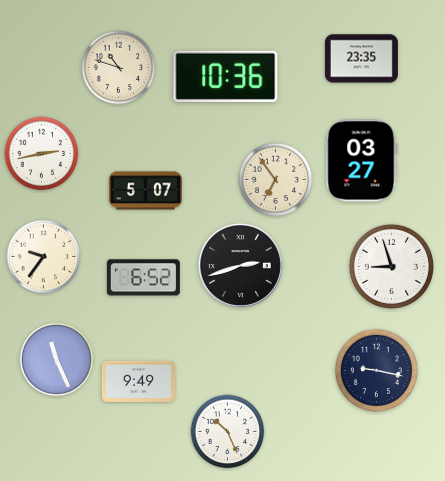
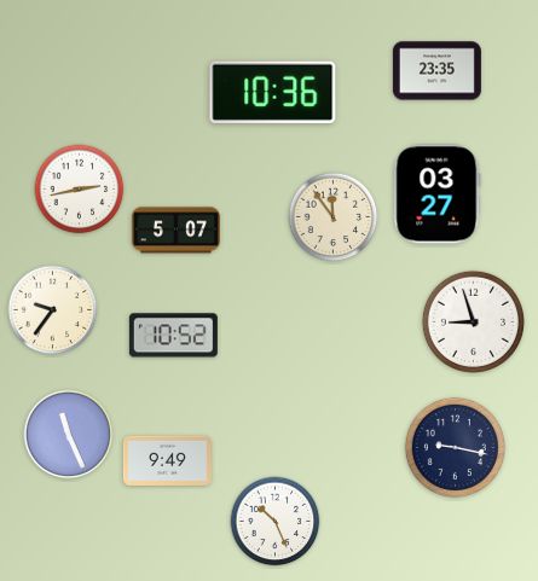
clock at (119, 68): 10:48 -> none
clock at (42, 154) position: (42, 154) -> (80, 190)
clock at (276, 180): 6:54 -> 11:54
clock at (240, 265): 2:42 -> none
clock at (143, 278): 6:52 -> 10:52
